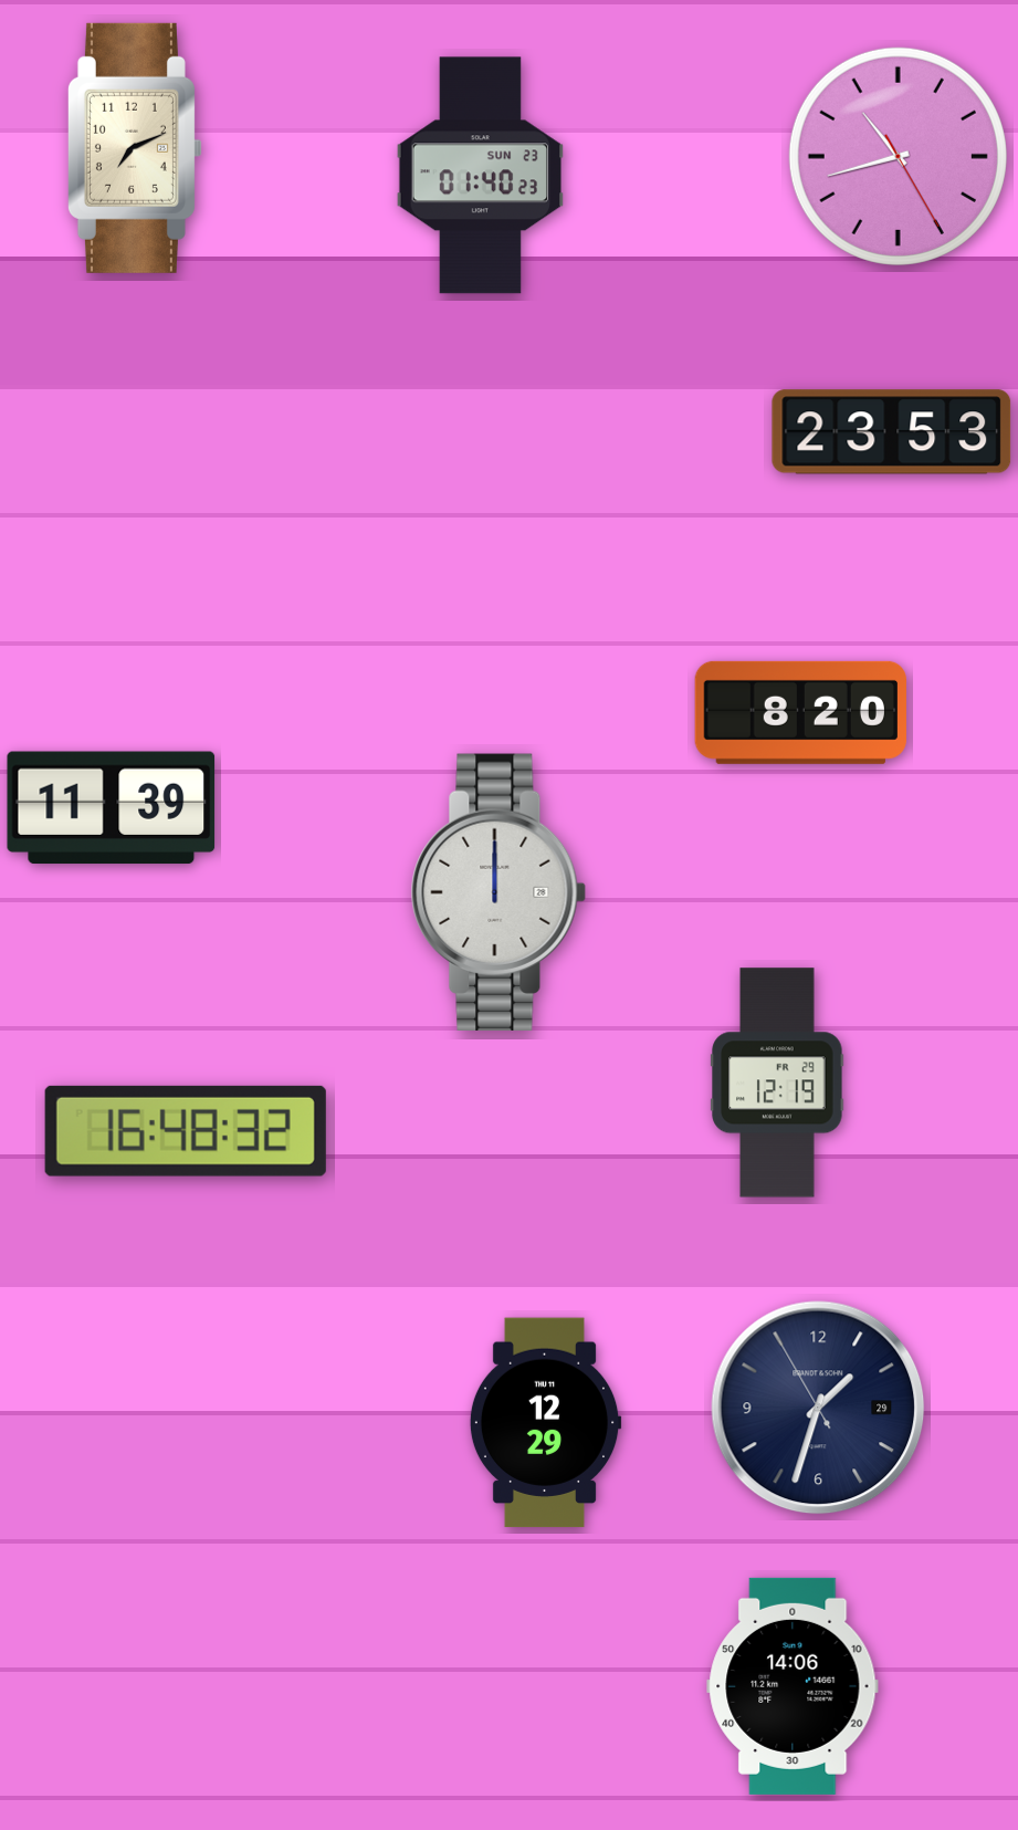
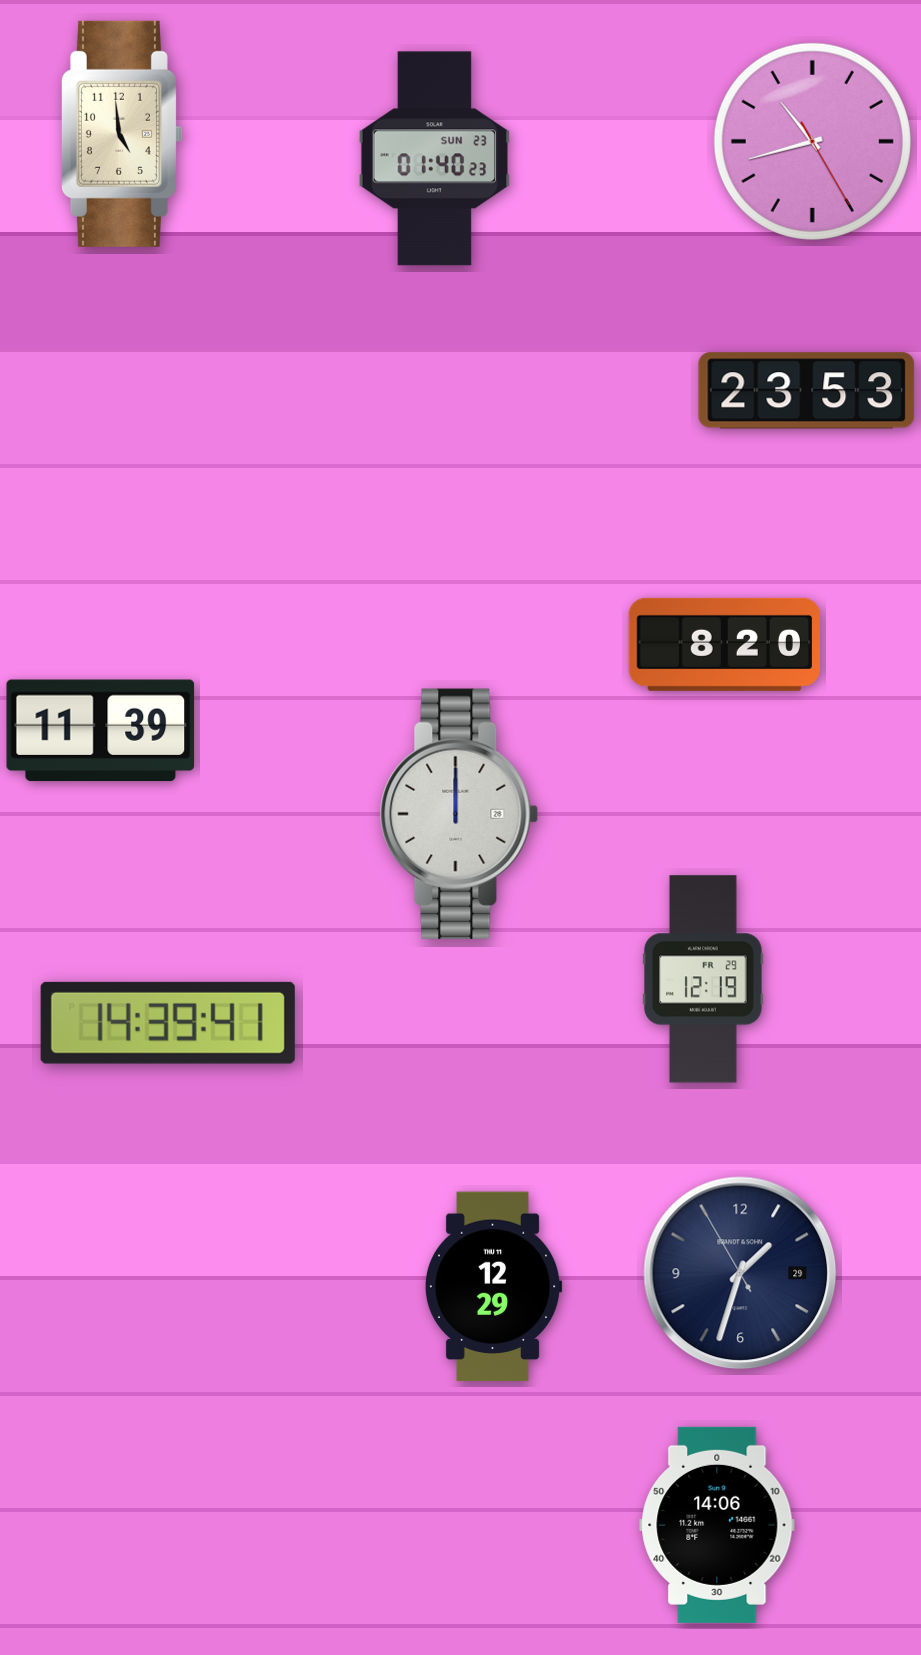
clock at (135, 148): 7:11 -> 4:59
clock at (498, 892) position: (498, 892) -> (459, 814)
clock at (186, 1131): 16:48 -> 14:39
